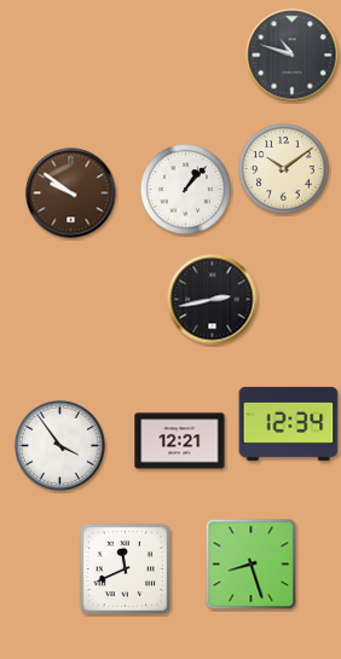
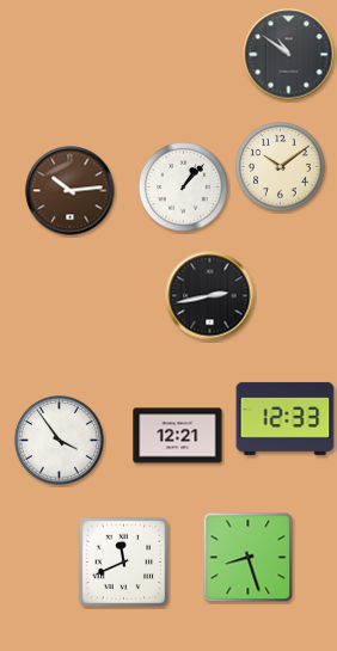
clock at (293, 56): 10:48 -> 10:51
clock at (71, 193): 9:51 -> 10:14
clock at (289, 423): 12:34 -> 12:33
